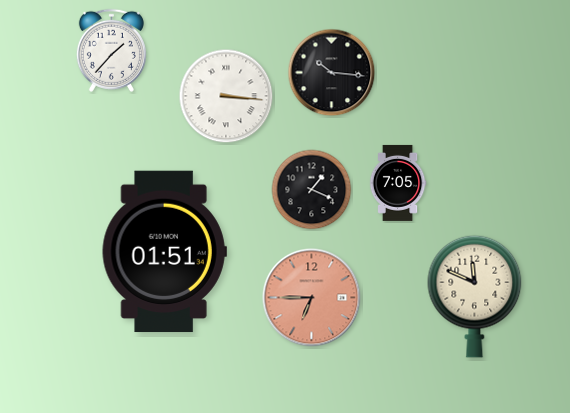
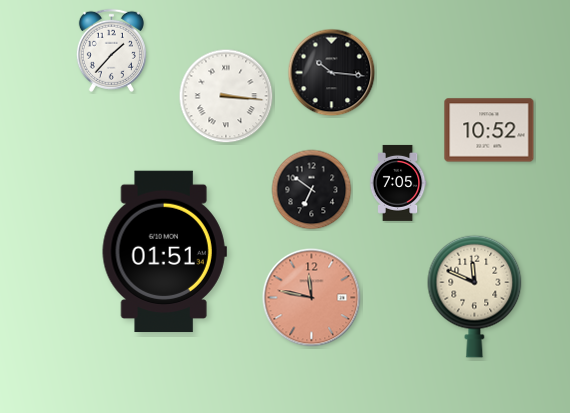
clock at (489, 130): none -> 10:52
clock at (312, 190): 1:19 -> 6:51
clock at (312, 298): 6:45 -> 11:47
